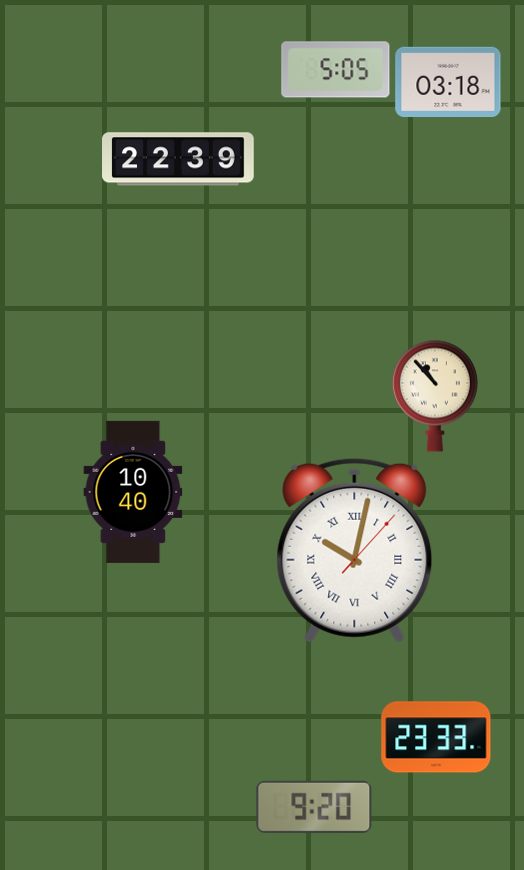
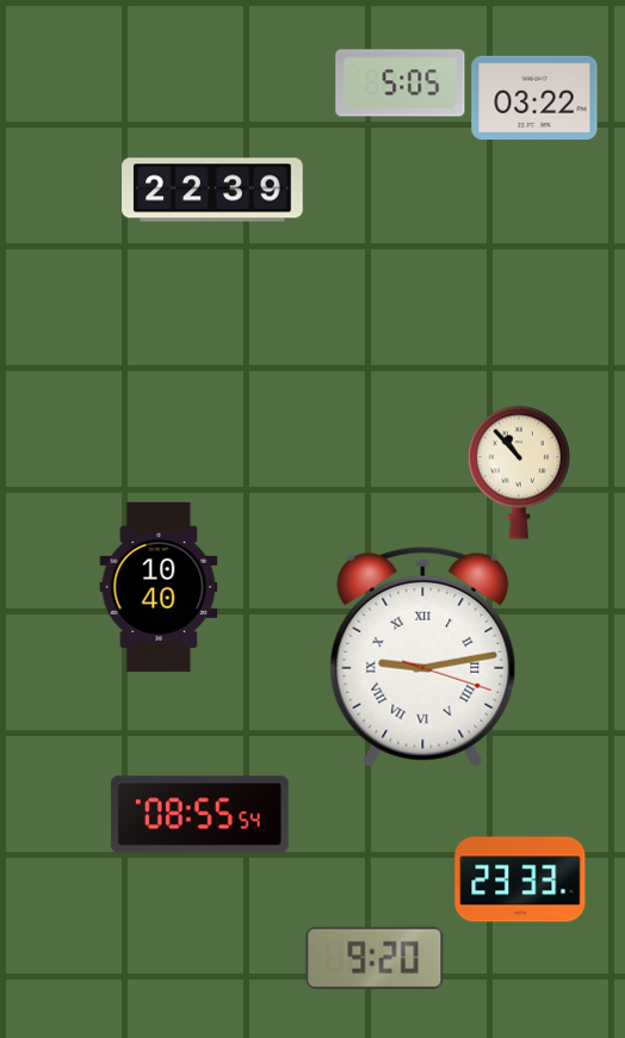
clock at (448, 81): 03:18 -> 03:22
clock at (355, 550): 10:02 -> 9:13
clock at (199, 815): none -> 08:55
clock at (314, 807) position: (314, 807) -> (375, 958)
